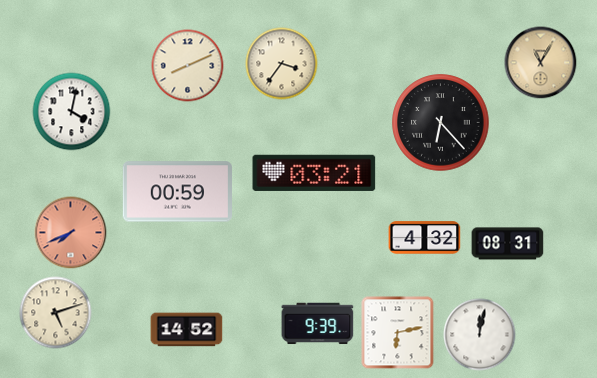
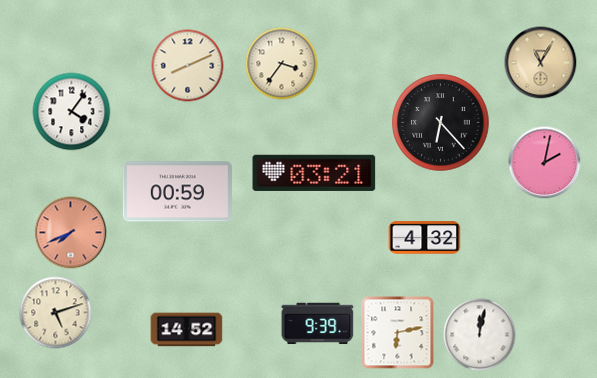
clock at (72, 112): 4:02 -> 4:06
clock at (545, 163): none -> 2:02
clock at (508, 244): 08:31 -> none
